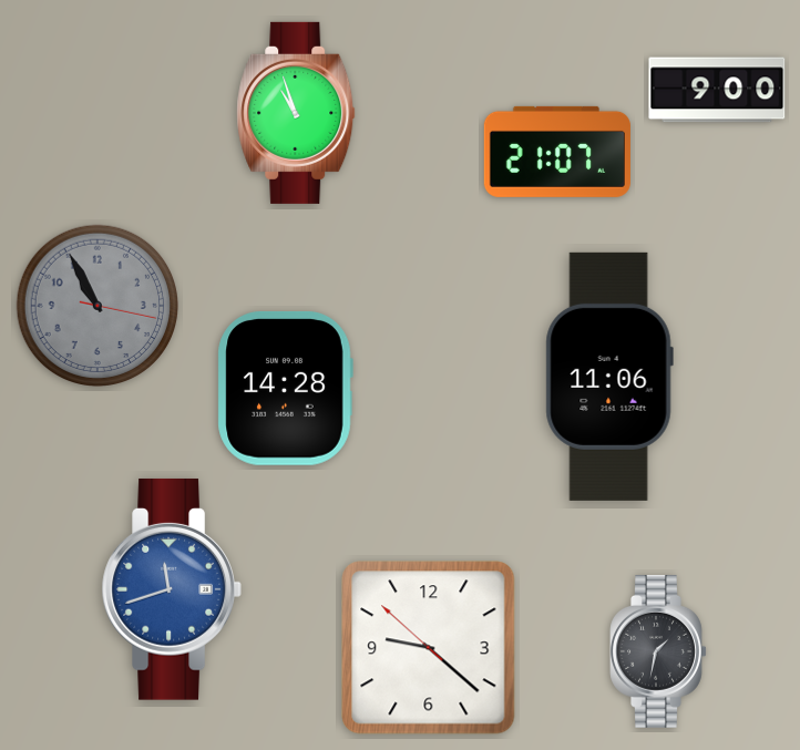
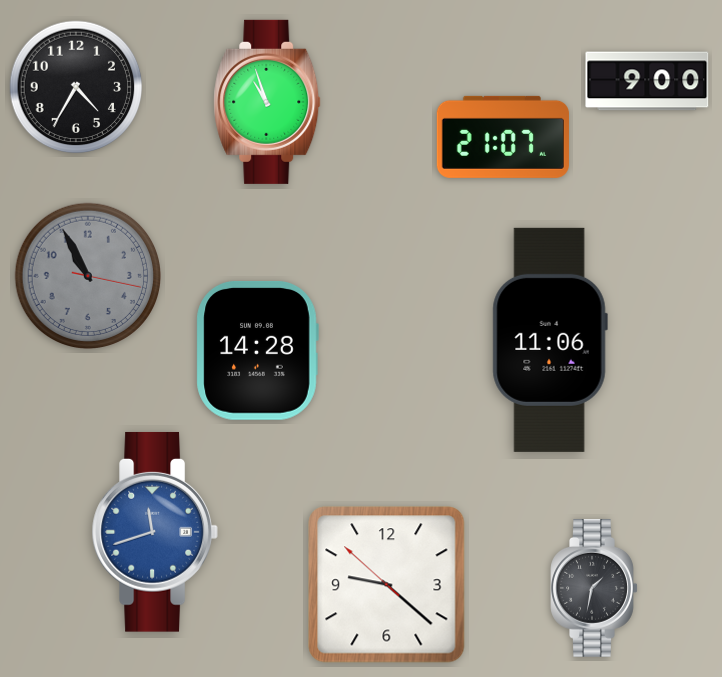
clock at (76, 87): none -> 4:35
